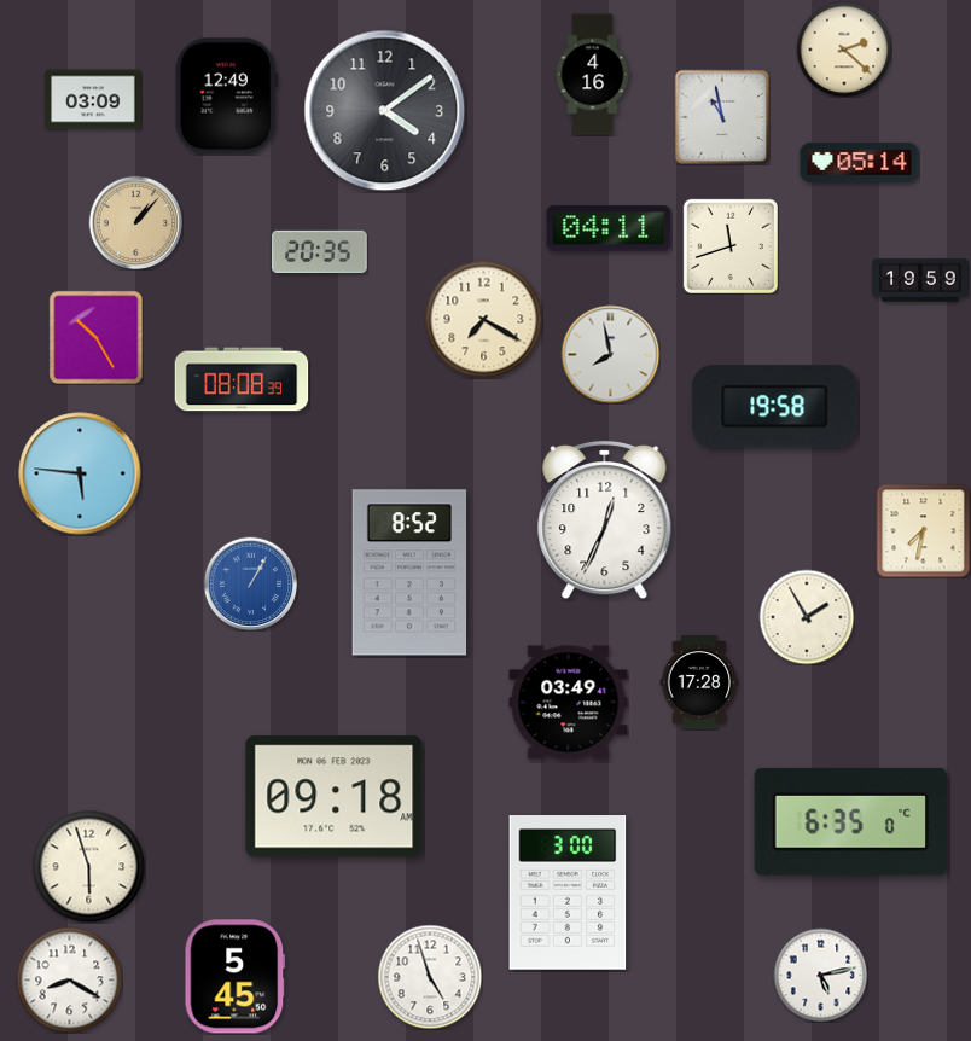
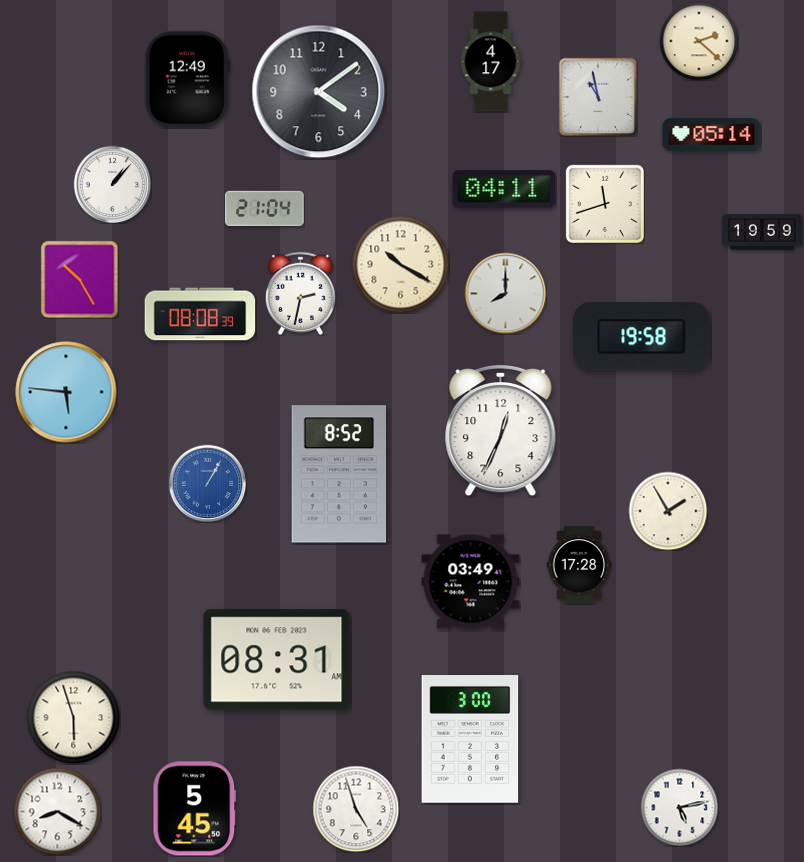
clock at (593, 75): 4:16 -> 4:17
clock at (93, 99): 03:09 -> none
clock at (135, 222) dial: champagne -> white
clock at (320, 251): 20:35 -> 21:04
clock at (483, 319): 7:20 -> 10:20
clock at (300, 293): none -> 2:32
clock at (610, 354): 7:58 -> 8:00
clock at (923, 530): 7:32 -> none
clock at (335, 797): 09:18 -> 08:31
clock at (850, 821): 6:35 -> none
